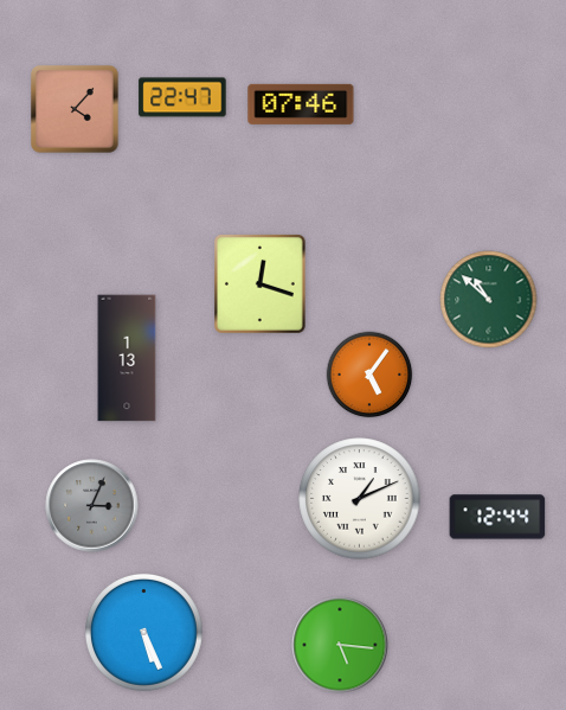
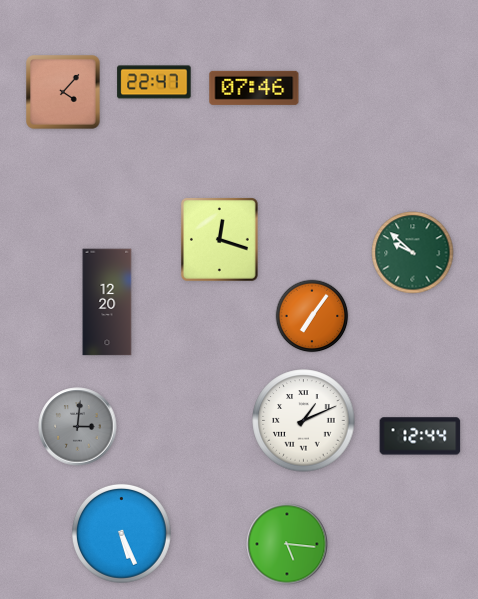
clock at (489, 300): 10:52 -> 9:52
clock at (127, 358): 1:13 -> 12:20
clock at (369, 375): 5:06 -> 7:06
clock at (92, 506): 3:04 -> 3:01
